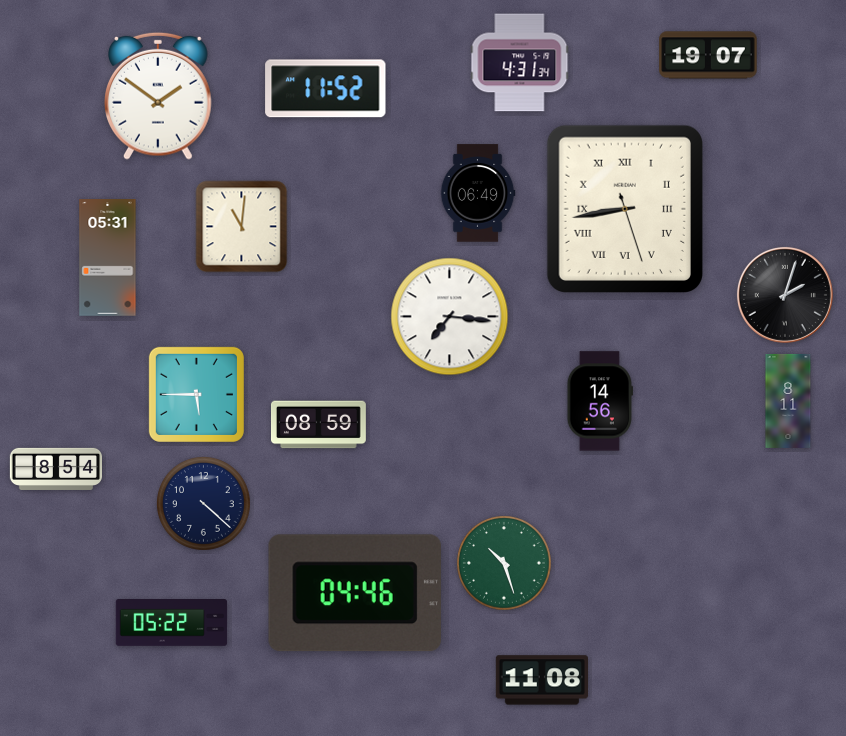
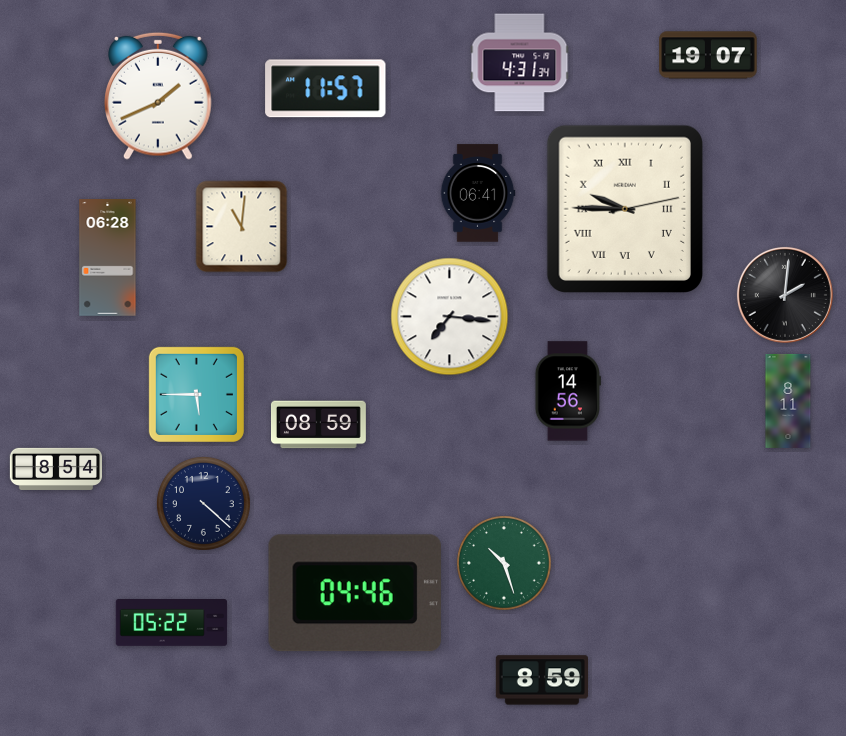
clock at (326, 89): 11:52 -> 11:57
clock at (159, 96): 1:51 -> 1:41
clock at (478, 193): 06:49 -> 06:41
clock at (624, 208): 8:43 -> 9:45
clock at (108, 258): 05:31 -> 06:28
clock at (785, 295): 2:03 -> 2:01
clock at (600, 401) position: (600, 401) -> (568, 391)
clock at (542, 680): 11:08 -> 8:59
